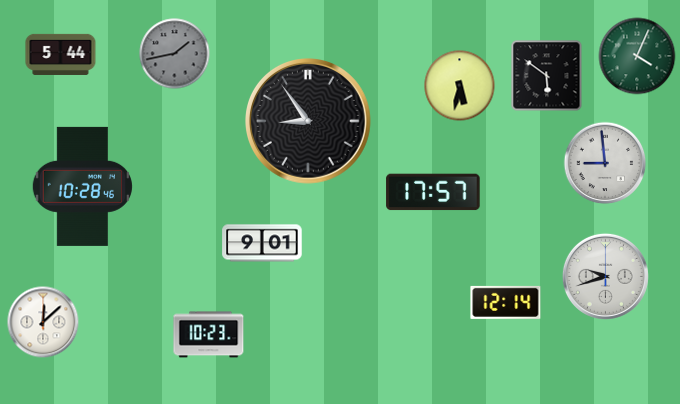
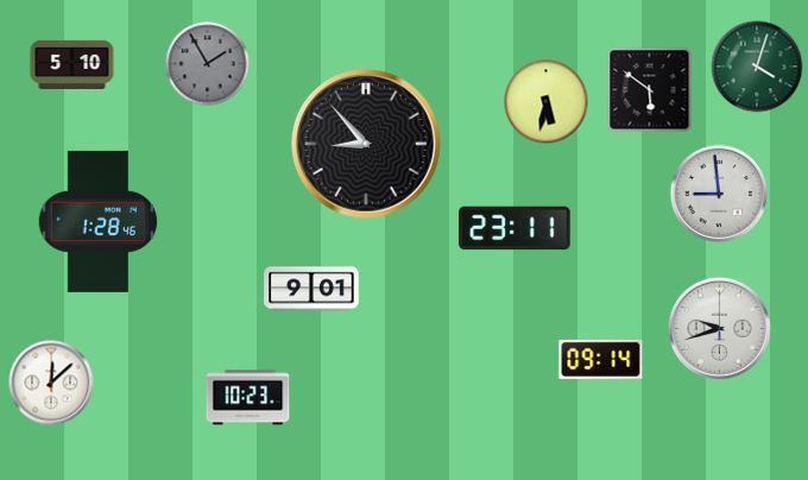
clock at (61, 54): 5:44 -> 5:10
clock at (175, 54): 1:43 -> 1:55
clock at (637, 56): 4:04 -> 4:03
clock at (309, 122): 8:54 -> 8:53
clock at (82, 186): 10:28 -> 1:28
clock at (433, 192): 17:57 -> 23:11
clock at (506, 302): 12:14 -> 09:14
